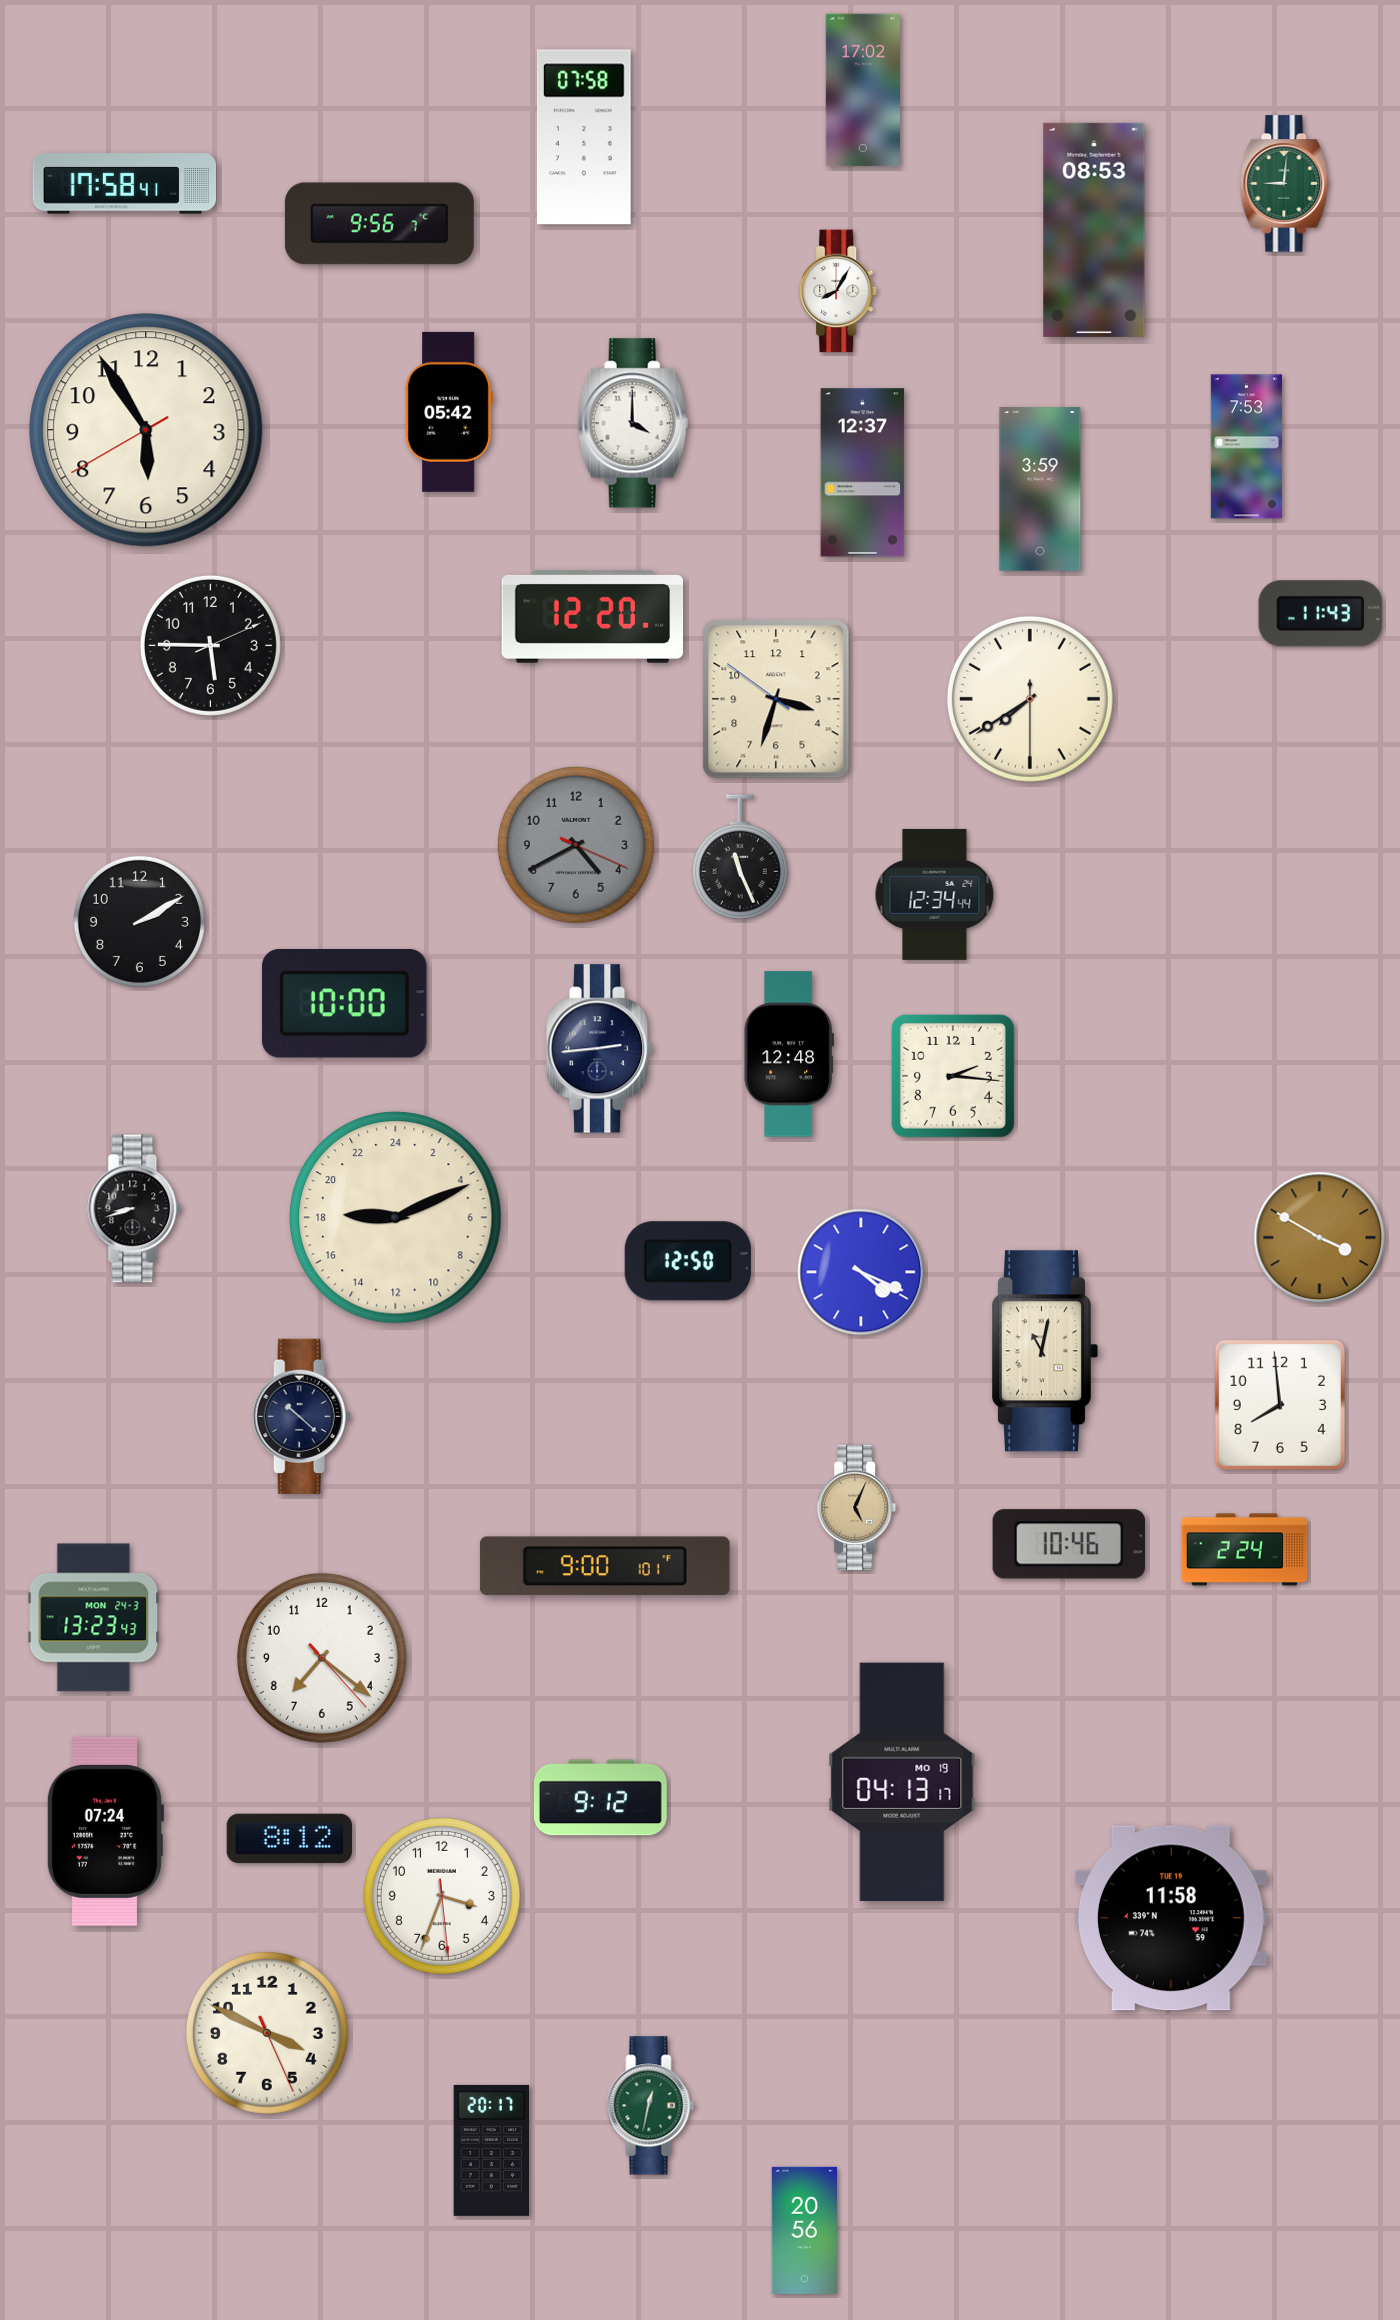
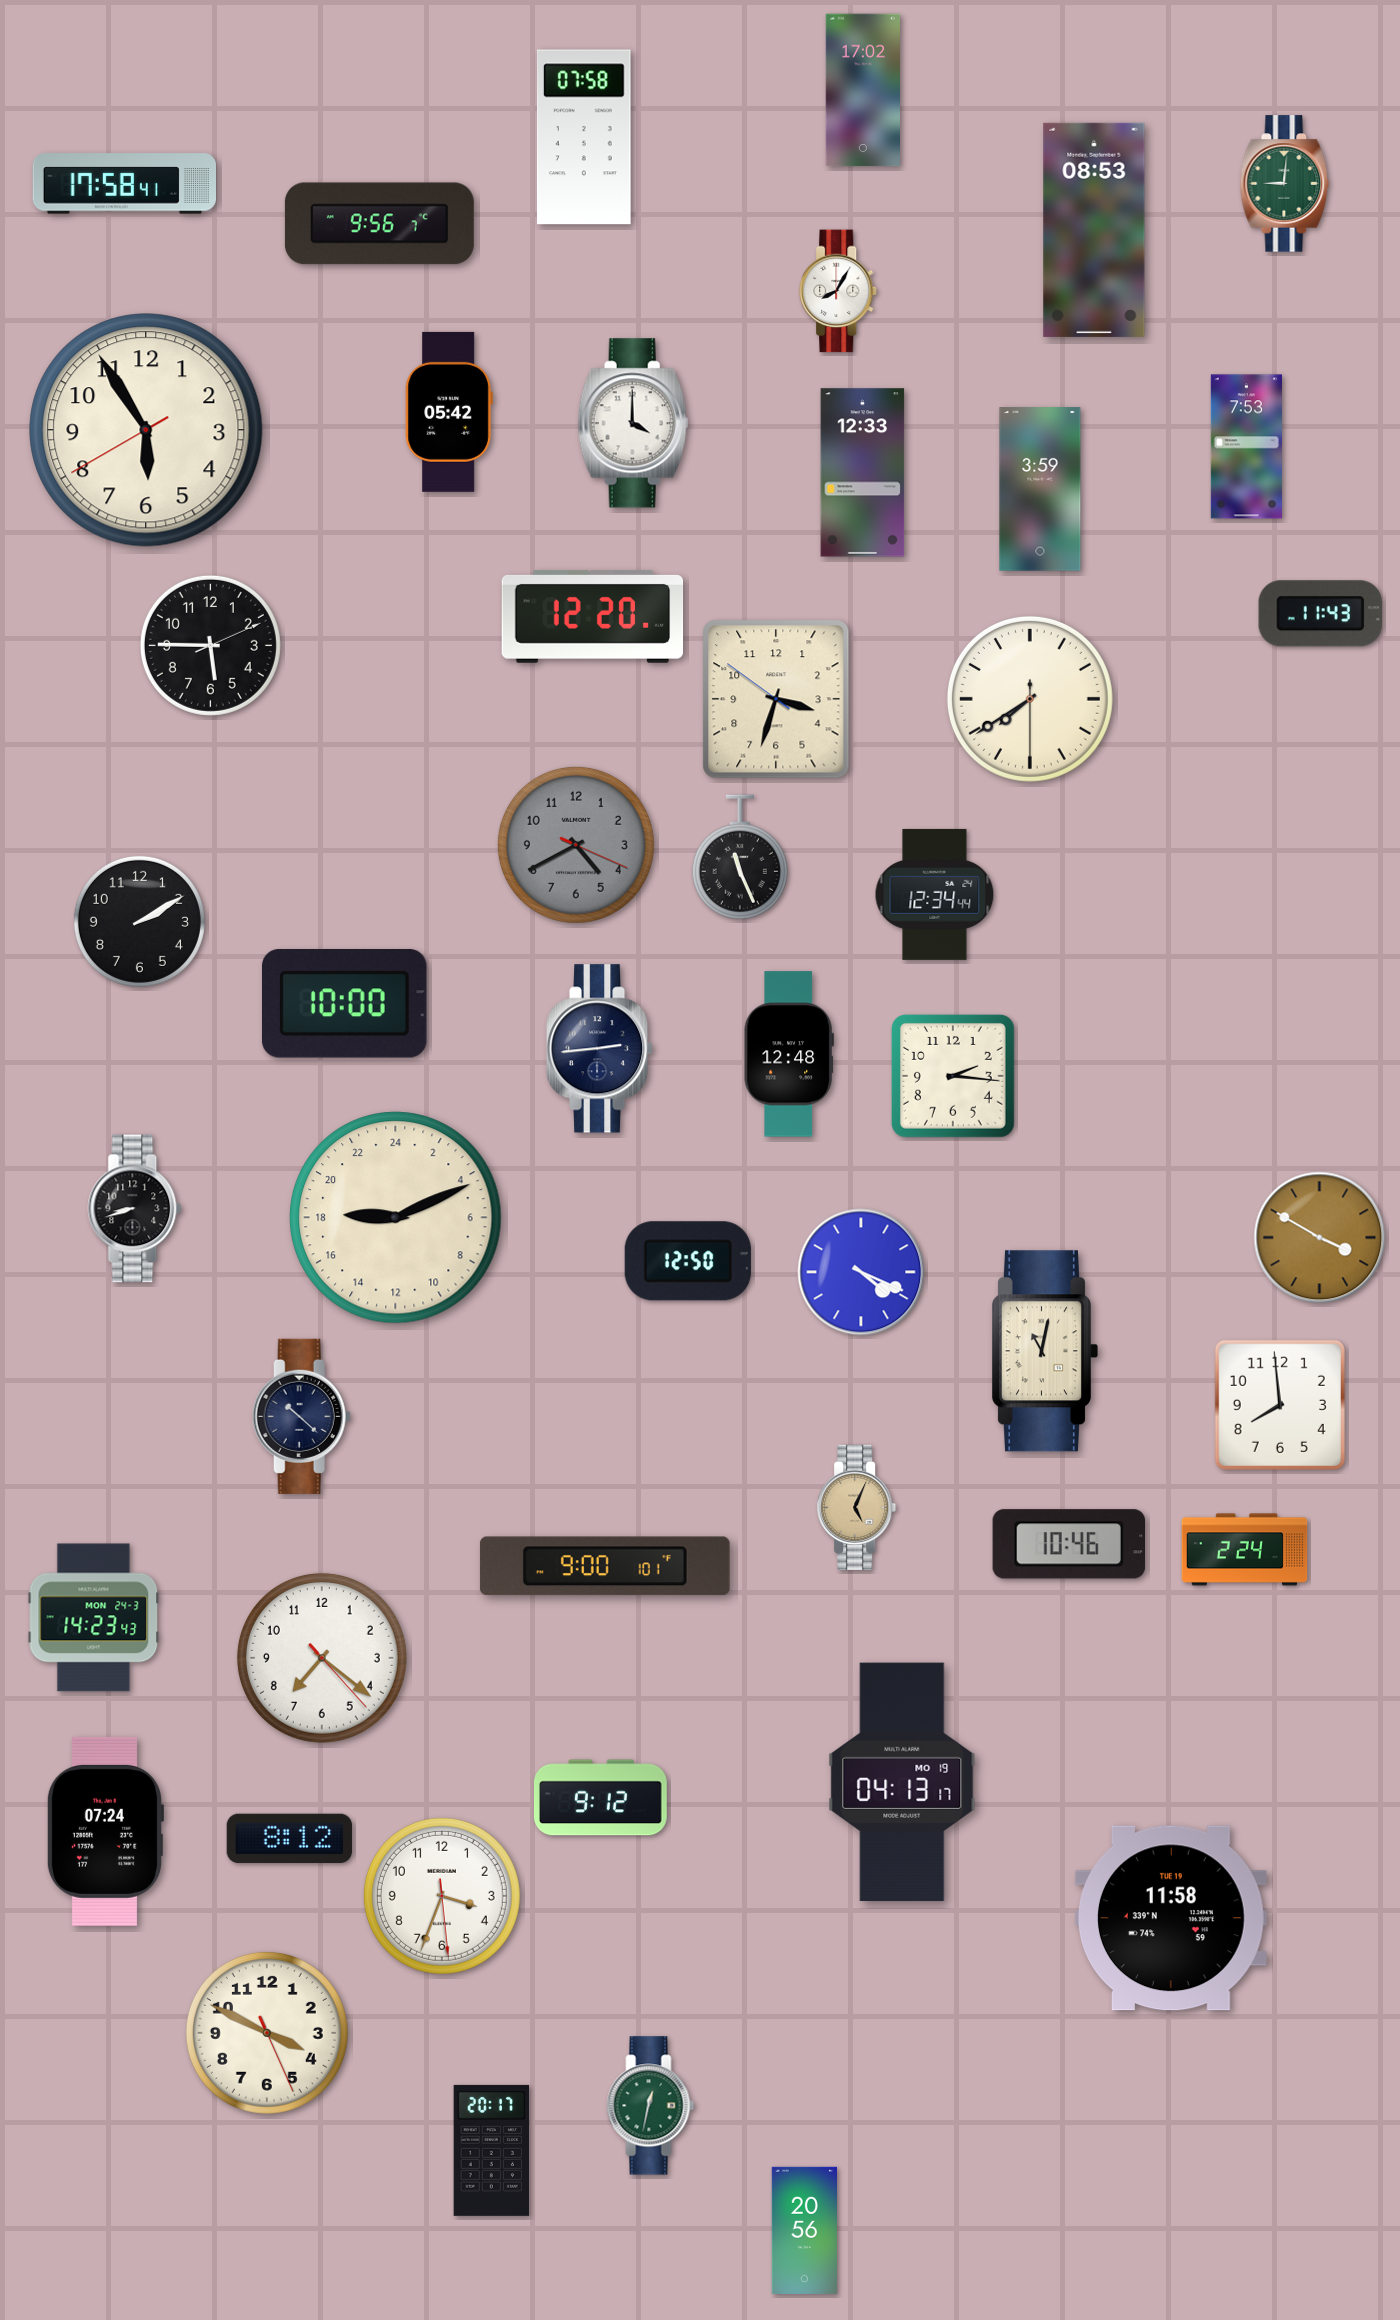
clock at (863, 473): 12:37 -> 12:33
clock at (94, 1618): 13:23 -> 14:23
